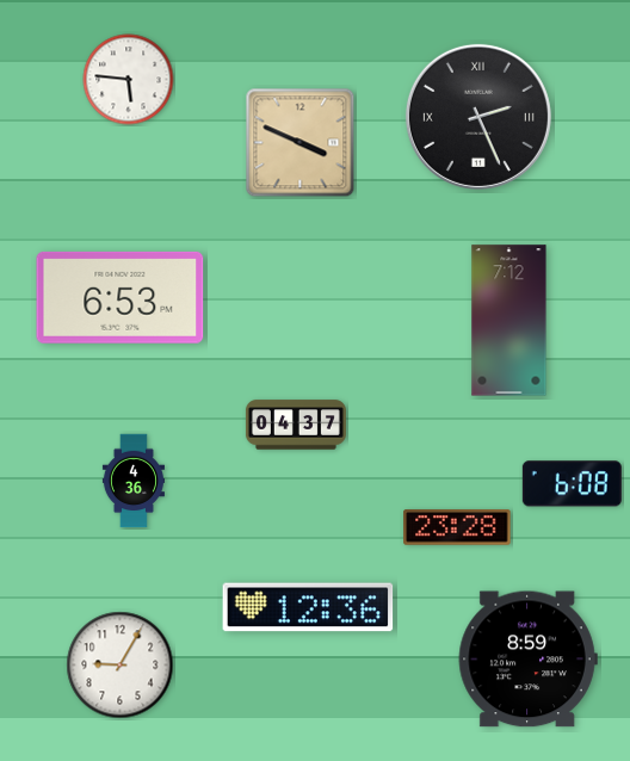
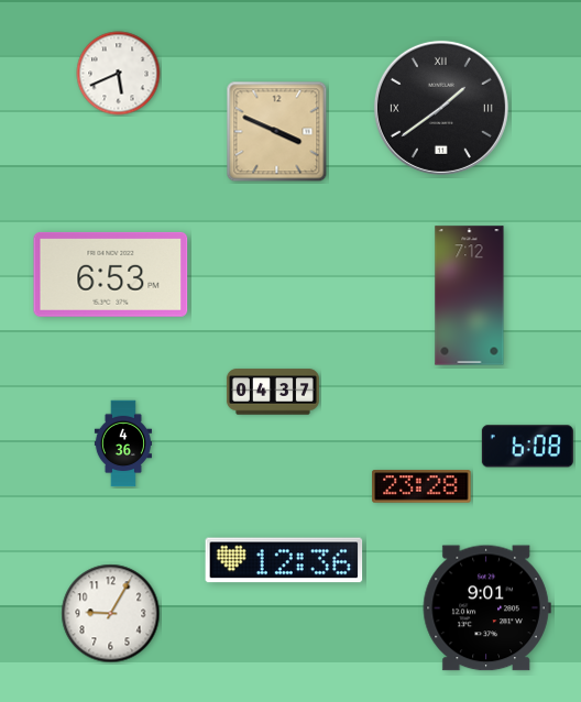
clock at (129, 80): 5:46 -> 5:41
clock at (478, 117): 2:26 -> 1:39
clock at (527, 660): 8:59 -> 9:01
